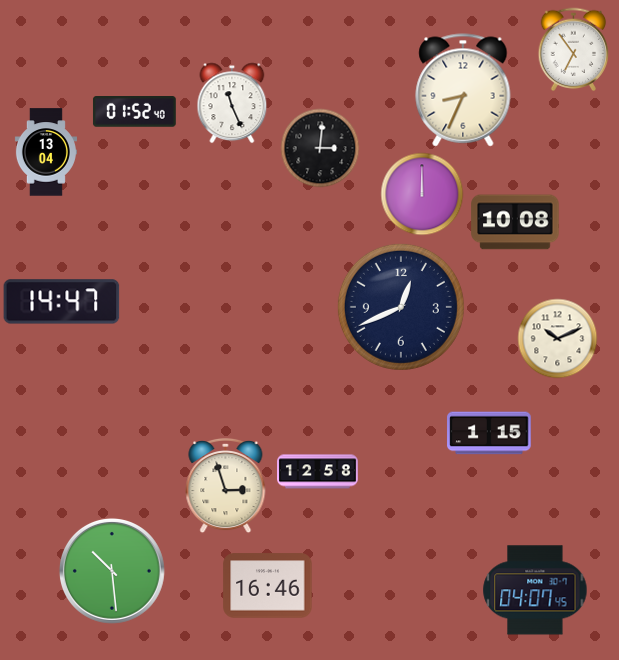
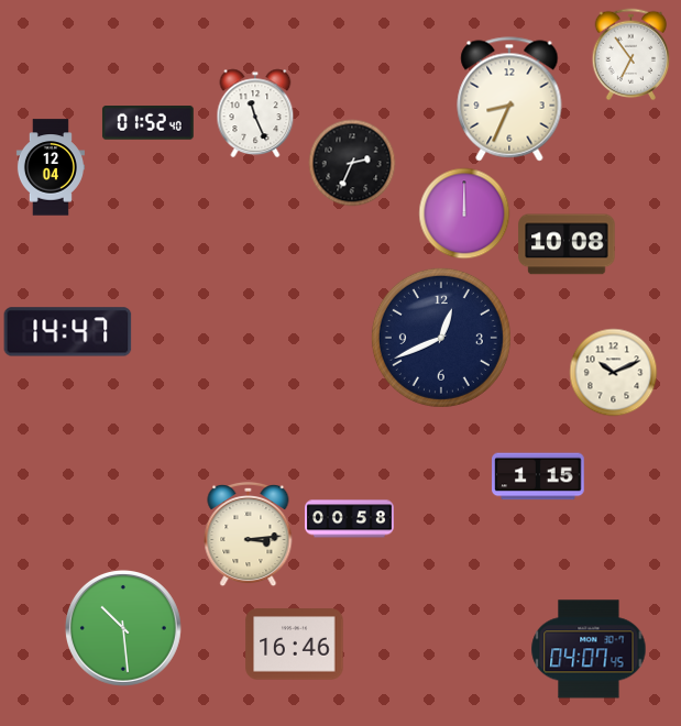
clock at (320, 148): 3:01 -> 2:34
clock at (46, 152): 13:04 -> 12:04
clock at (318, 472): 12:58 -> 00:58
clock at (226, 485): 2:57 -> 3:14
